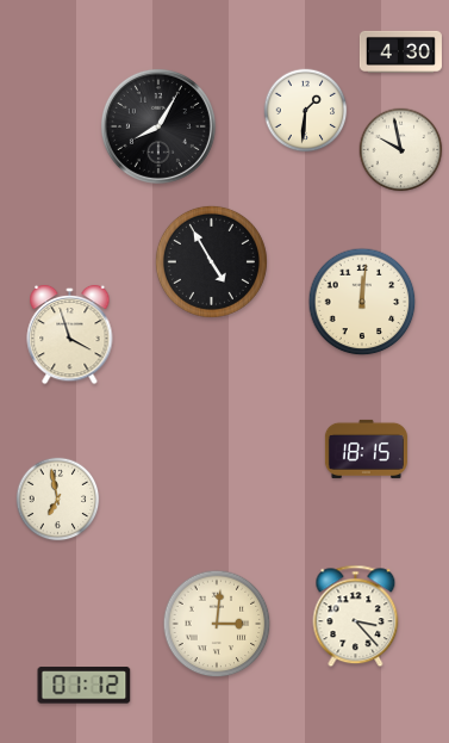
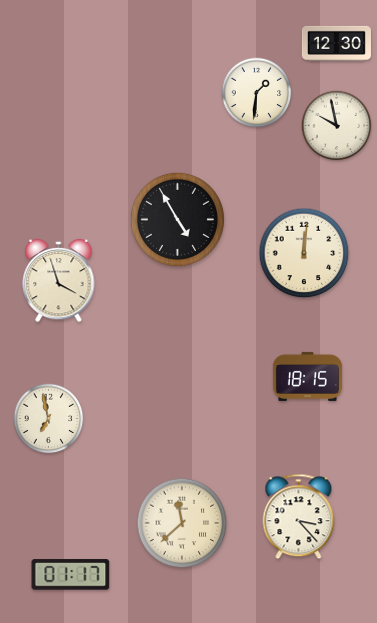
clock at (400, 51): 4:30 -> 12:30
clock at (158, 126): 8:05 -> none
clock at (217, 624): 3:01 -> 11:38
clock at (85, 686): 01:12 -> 01:17
